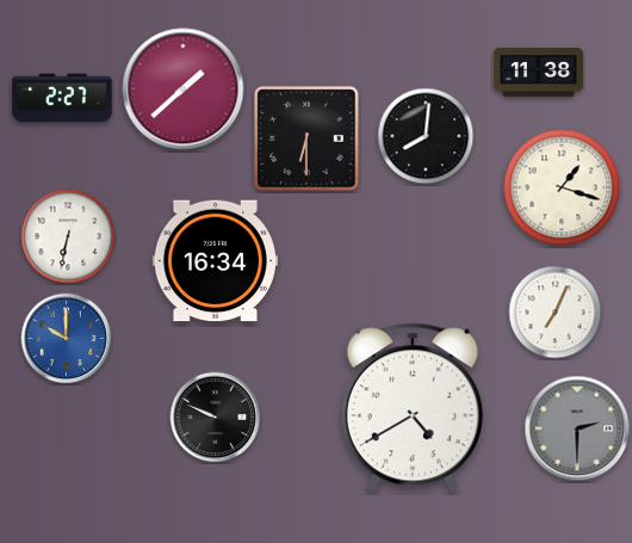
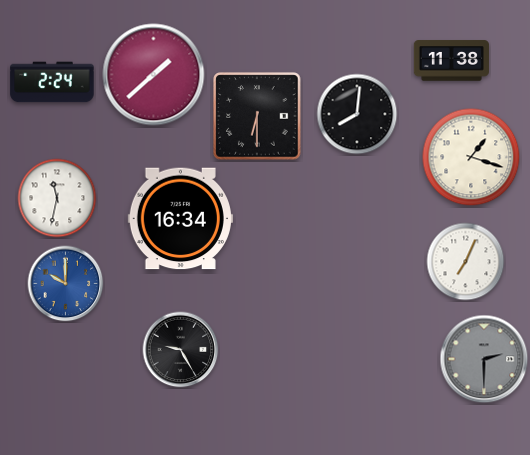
clock at (62, 98): 2:27 -> 2:24
clock at (68, 236): 6:32 -> 11:32
clock at (67, 339) position: (67, 339) -> (66, 284)
clock at (413, 407): 4:40 -> none
clock at (216, 418): 9:49 -> 9:25
